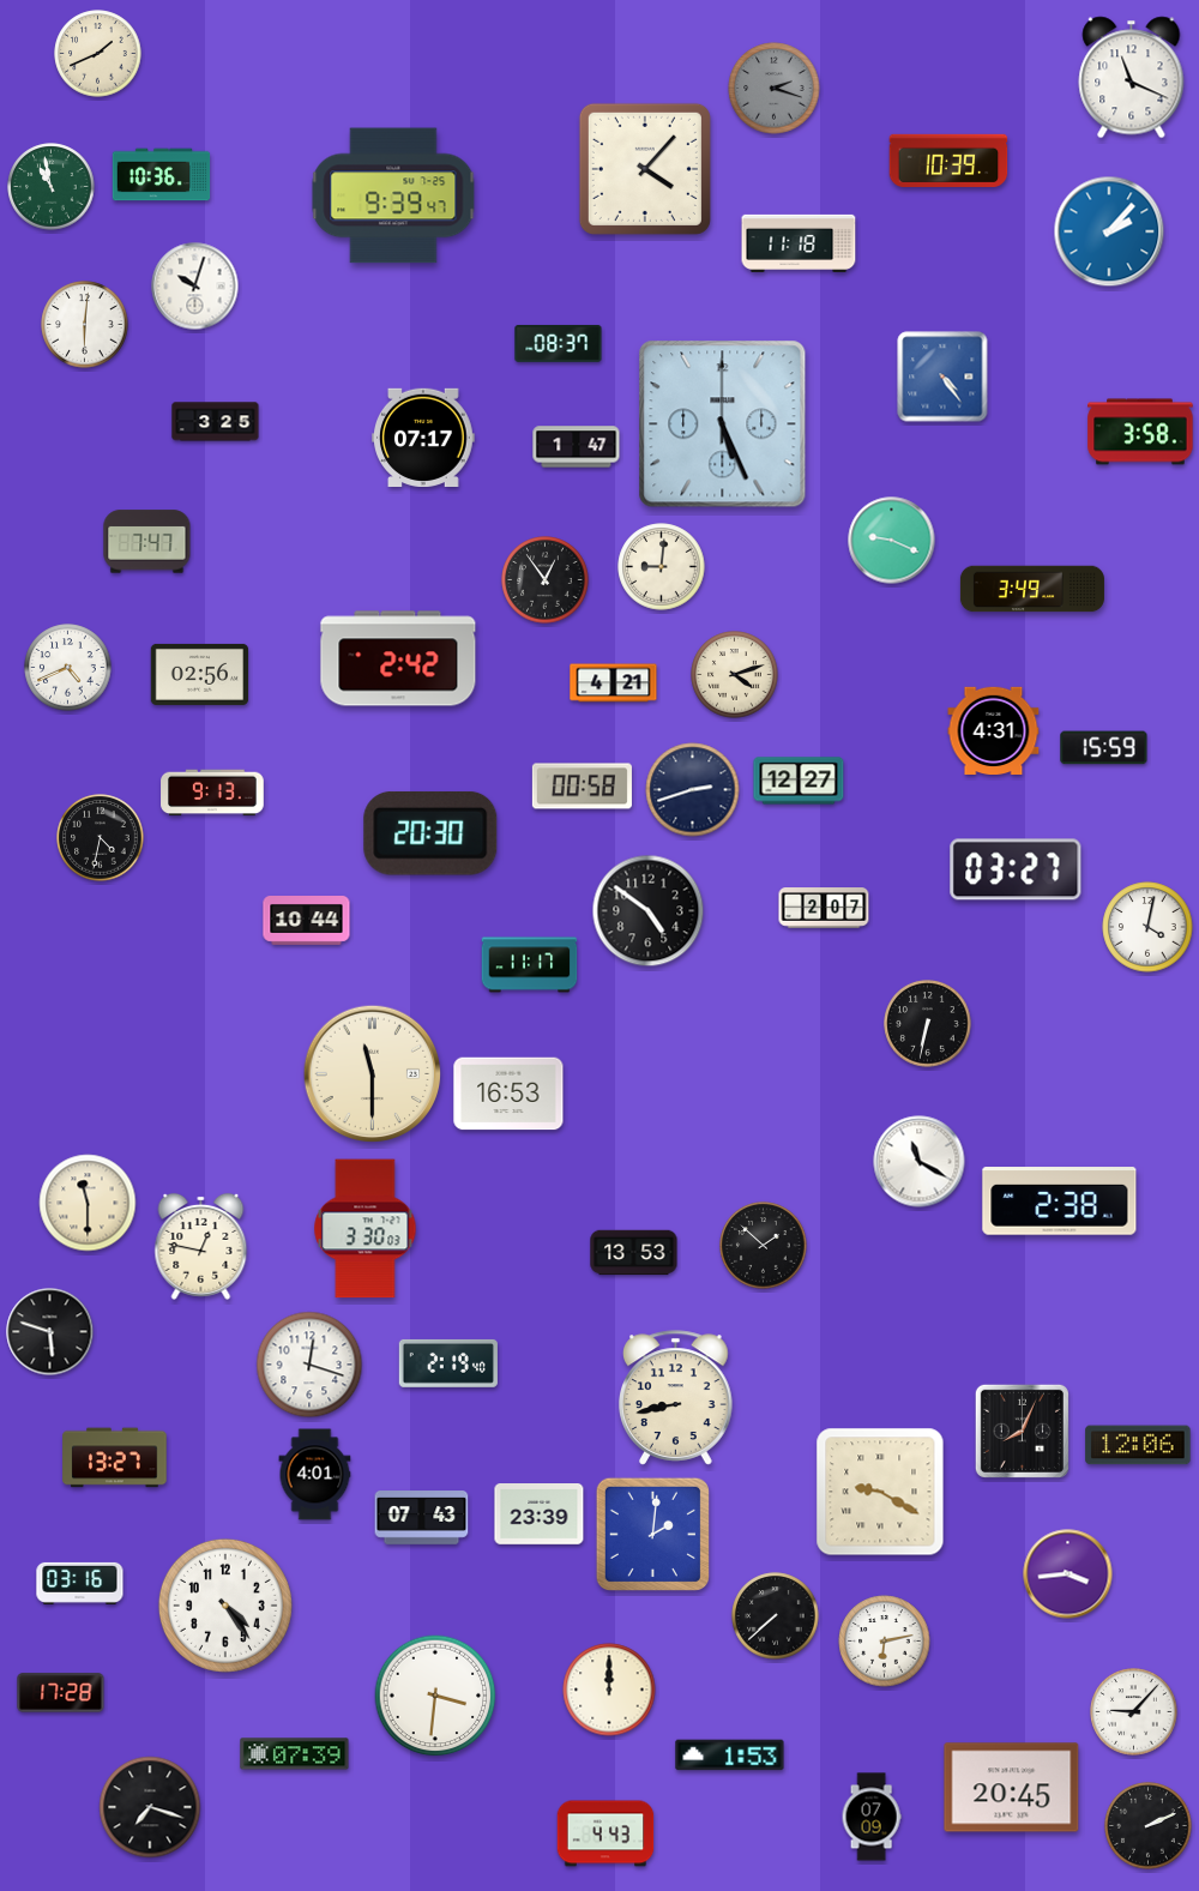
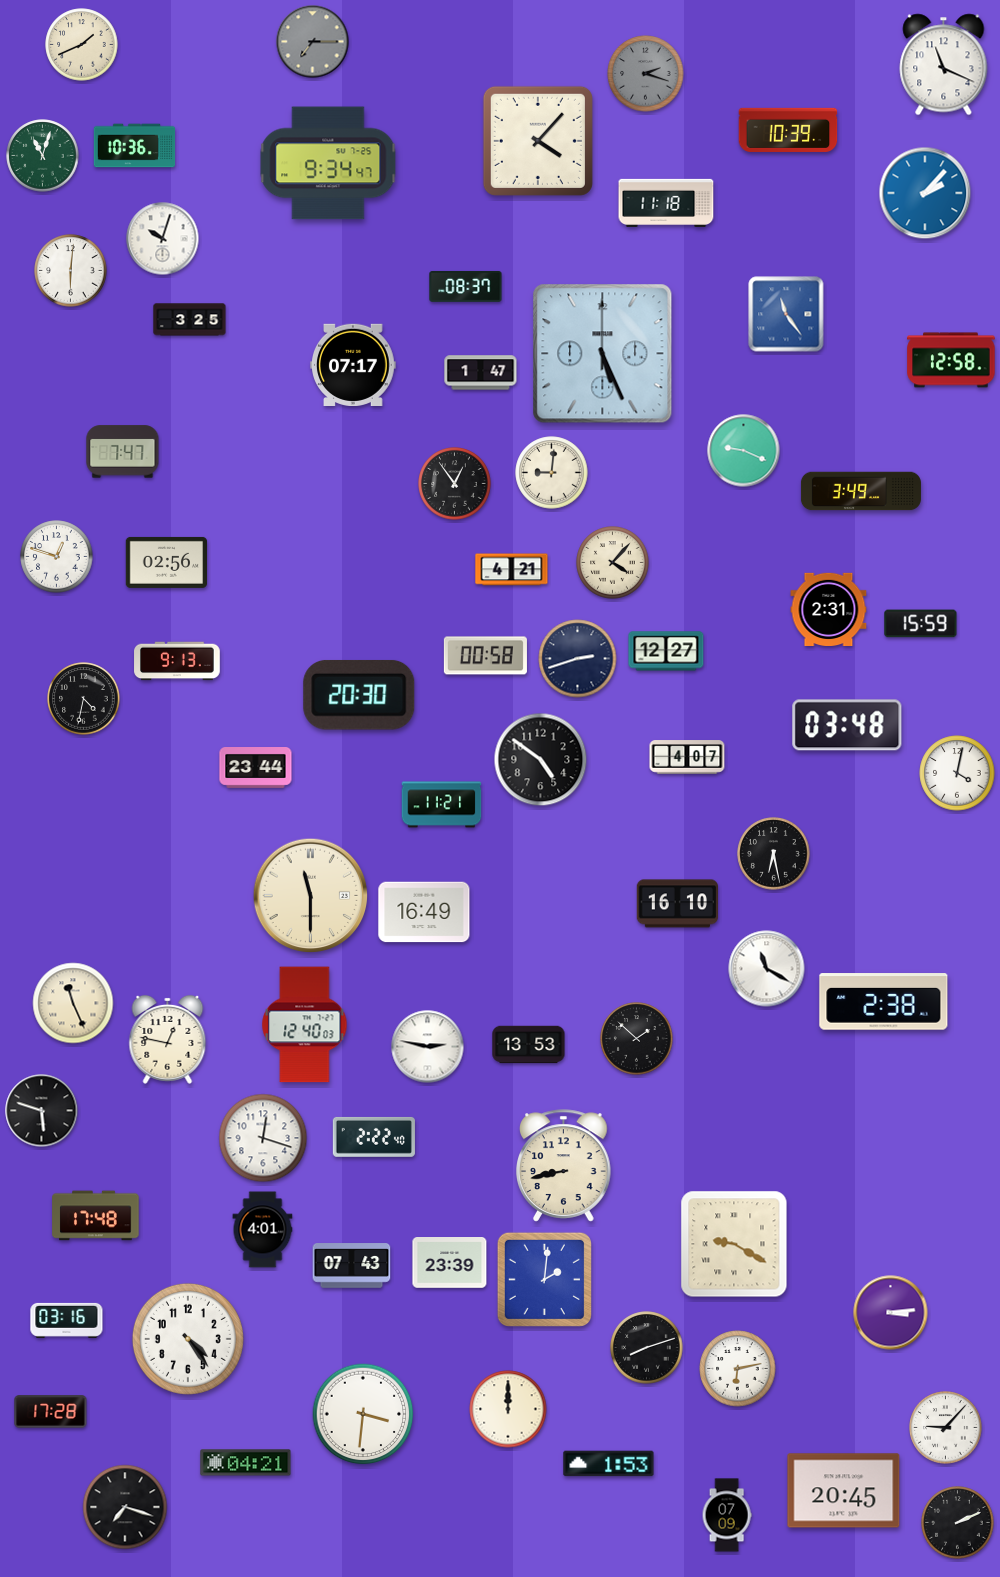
clock at (313, 42): none -> 7:15
clock at (948, 161) position: (948, 161) -> (788, 130)
clock at (52, 187): 10:58 -> 11:03
clock at (393, 195): 9:39 -> 9:34
clock at (942, 377): 4:24 -> 11:24
clock at (216, 422) position: (216, 422) -> (190, 320)
clock at (1140, 432): 3:58 -> 12:58
clock at (398, 658): 2:42 -> none
clock at (68, 668): 4:41 -> 12:48
clock at (735, 675): 4:12 -> 4:07
clock at (994, 730): 4:31 -> 2:31
clock at (1016, 869): 03:27 -> 03:48
clock at (824, 908): 2:07 -> 4:07
clock at (307, 921): 10:44 -> 23:44
clock at (530, 965): 11:17 -> 11:21
clock at (928, 1024): 6:32 -> 6:28
clock at (678, 904): none -> 16:10
clock at (508, 1094): 16:53 -> 16:49
clock at (88, 1203): 11:30 -> 11:26
clock at (366, 1229): 3:30 -> 12:40
clock at (428, 1047): none -> 2:47
clock at (448, 1363): 2:19 -> 2:22
clock at (309, 1365) position: (309, 1365) -> (263, 1138)
clock at (1022, 1431): 8:04 -> none
clock at (1138, 1445): 12:06 -> none
clock at (115, 1458): 13:27 -> 17:48
clock at (1068, 1574): 3:44 -> 3:14
clock at (776, 1616): 7:38 -> 8:12
clock at (295, 1754): 07:39 -> 04:21
clock at (605, 1833): 4:43 -> none
